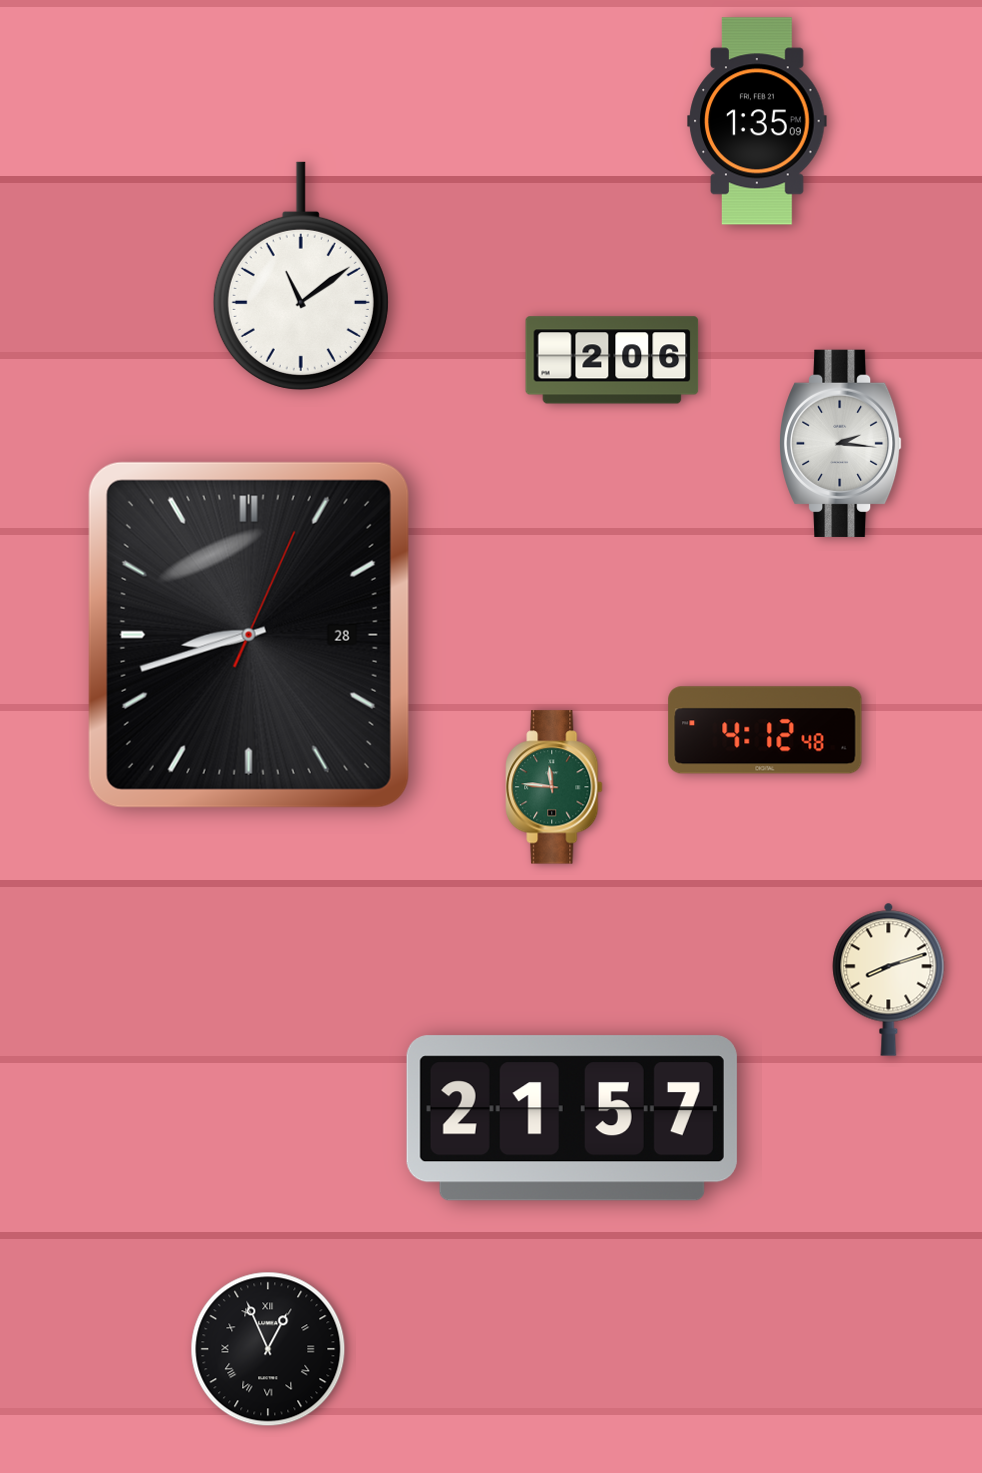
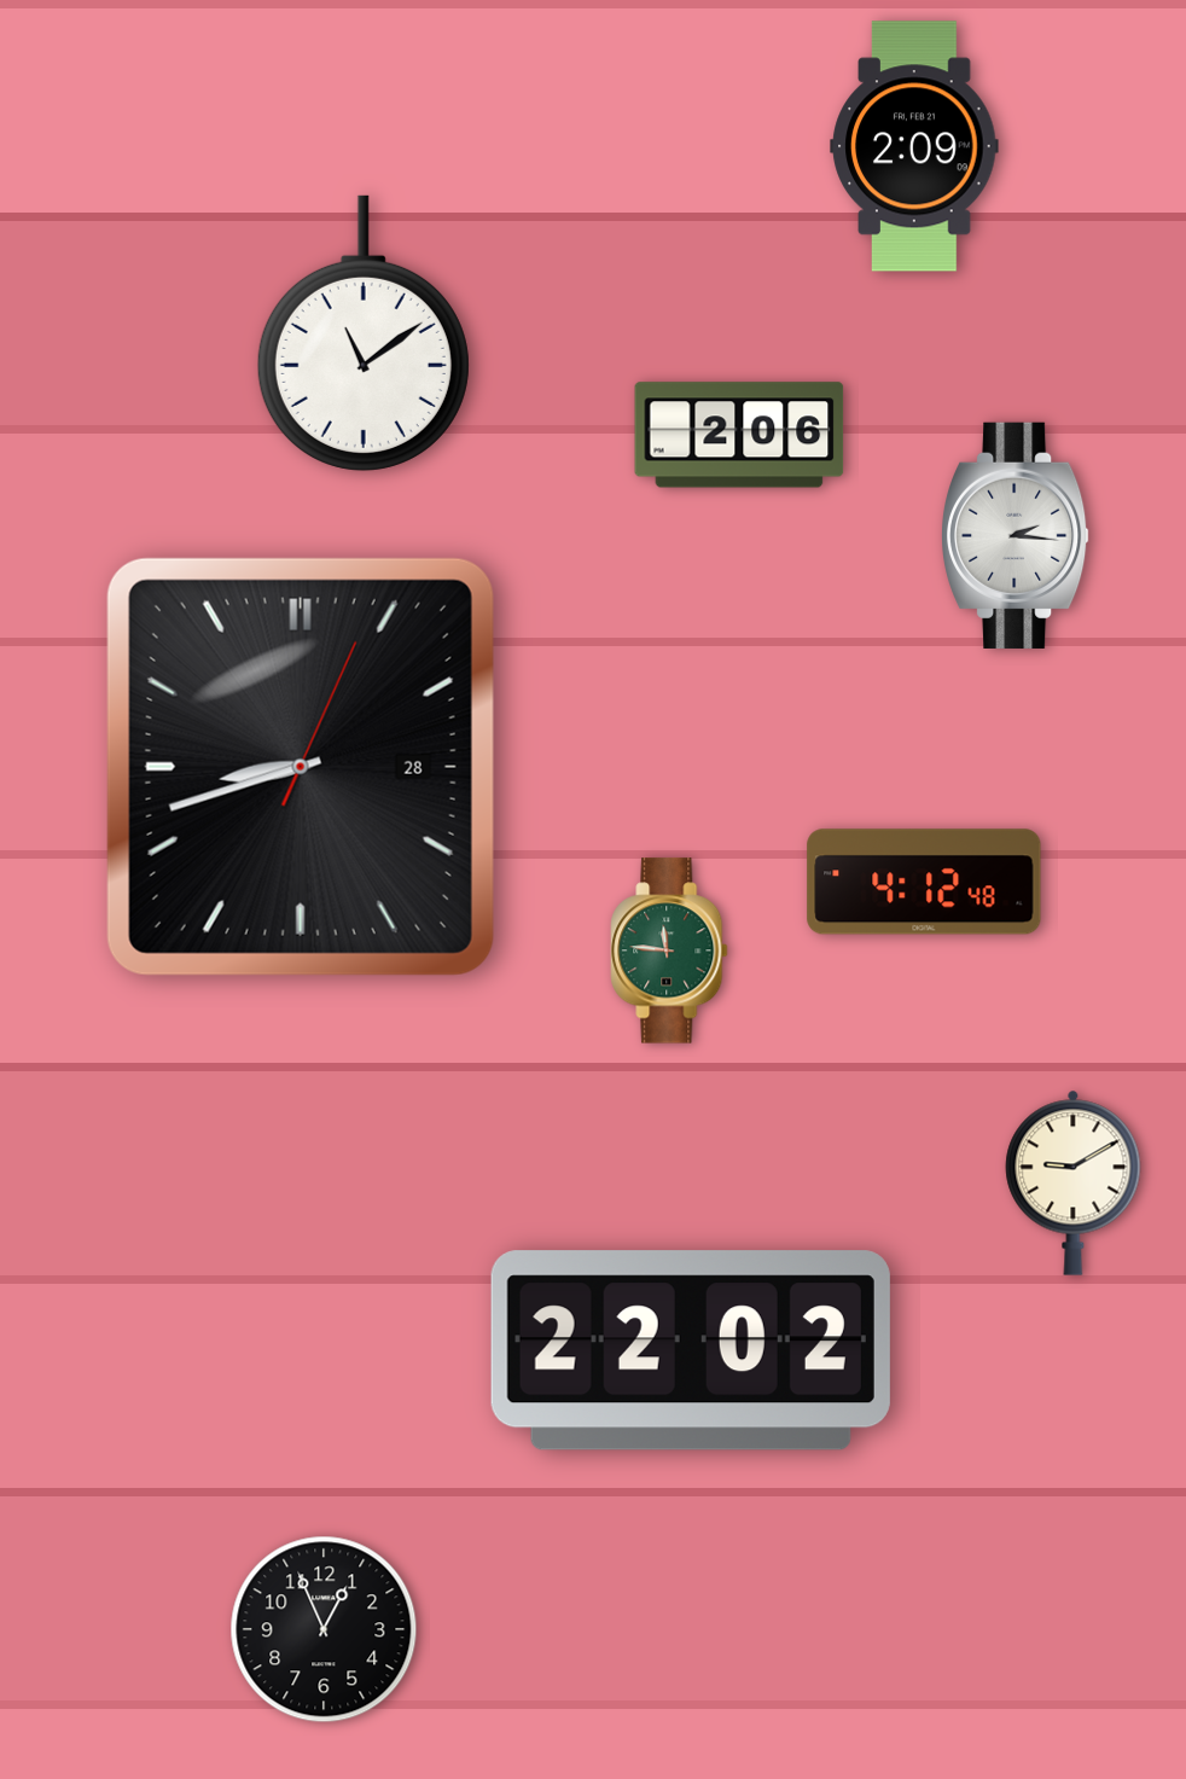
clock at (757, 121): 1:35 -> 2:09
clock at (889, 979): 8:12 -> 9:10
clock at (572, 1118): 21:57 -> 22:02
clock at (268, 1349) numerals: Roman -> Arabic
